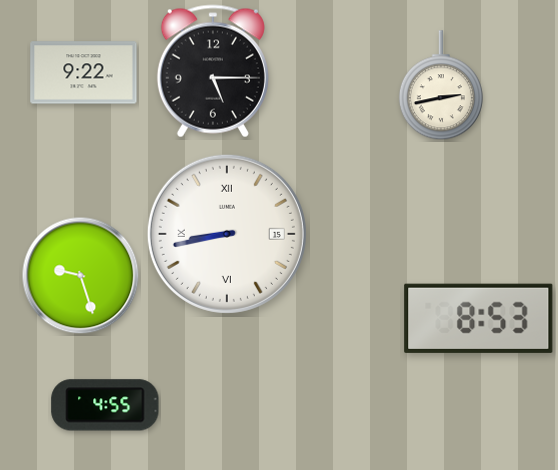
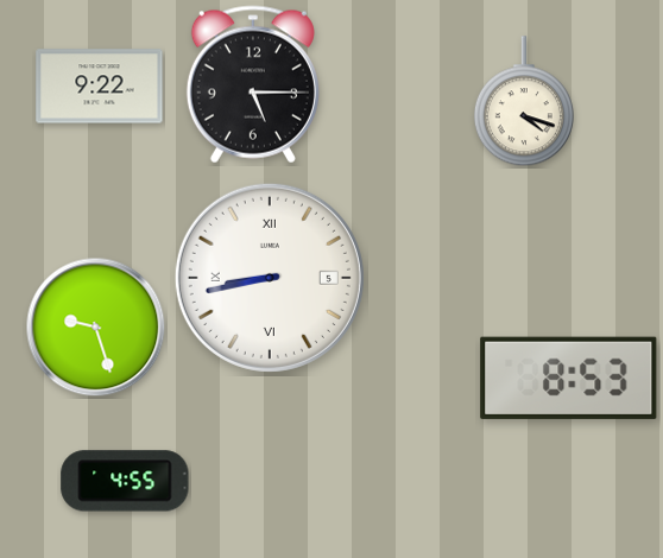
clock at (441, 86): 2:43 -> 4:18
clock at (227, 234) date: 15 -> 5
